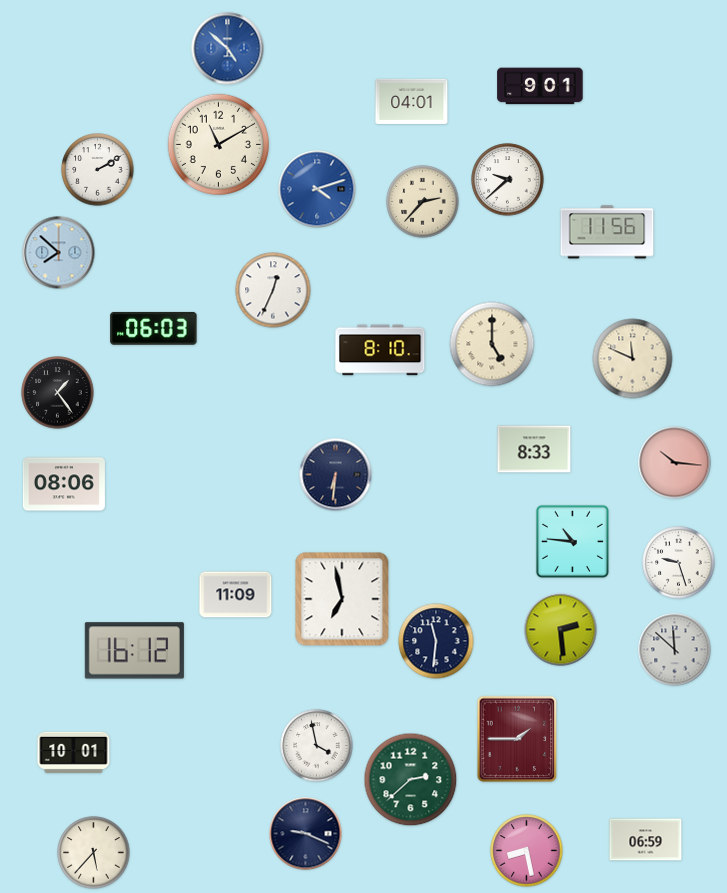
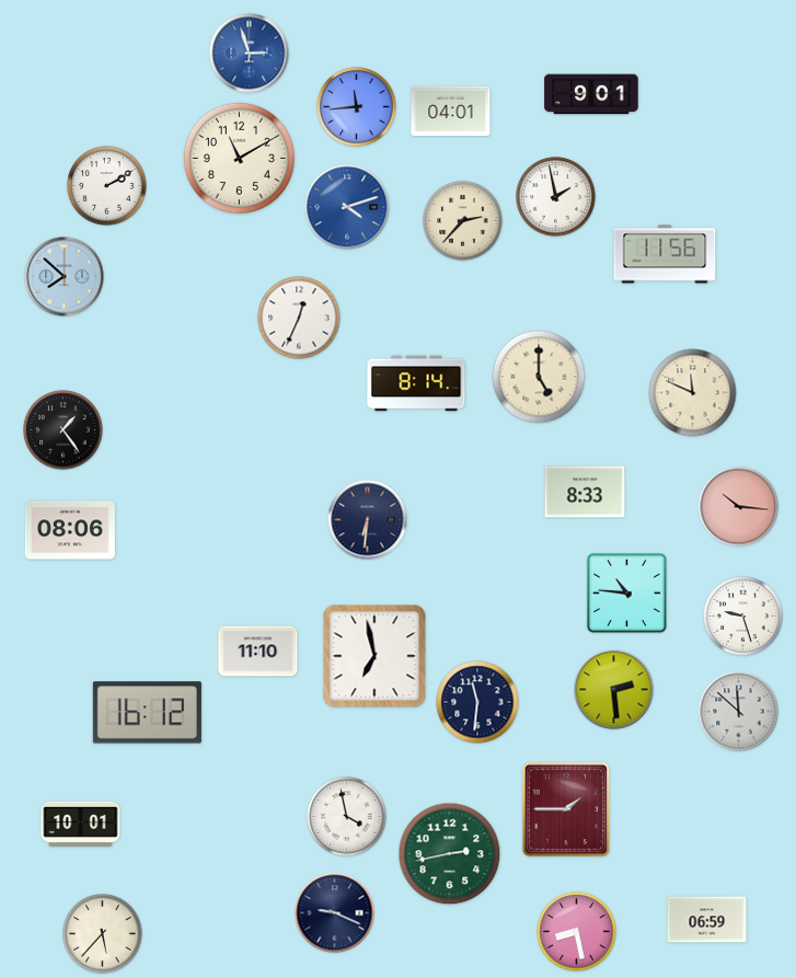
clock at (228, 49): 4:52 -> 2:57
clock at (357, 107): none -> 11:44
clock at (508, 180): 9:38 -> 1:58
clock at (154, 328): 06:03 -> none
clock at (380, 350): 8:10 -> 8:14
clock at (236, 595): 11:09 -> 11:10
clock at (411, 780): 2:38 -> 2:43
